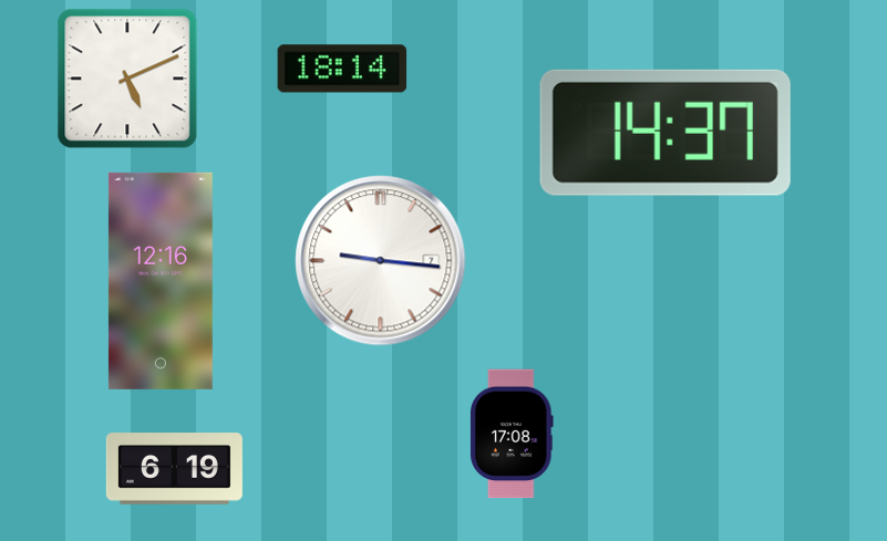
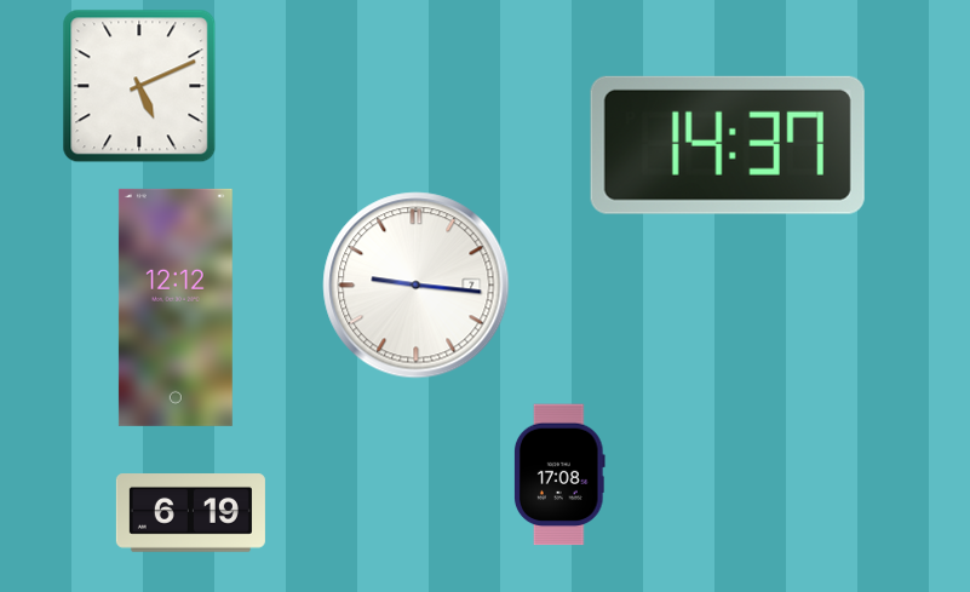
clock at (342, 69): 18:14 -> none
clock at (161, 281): 12:16 -> 12:12
